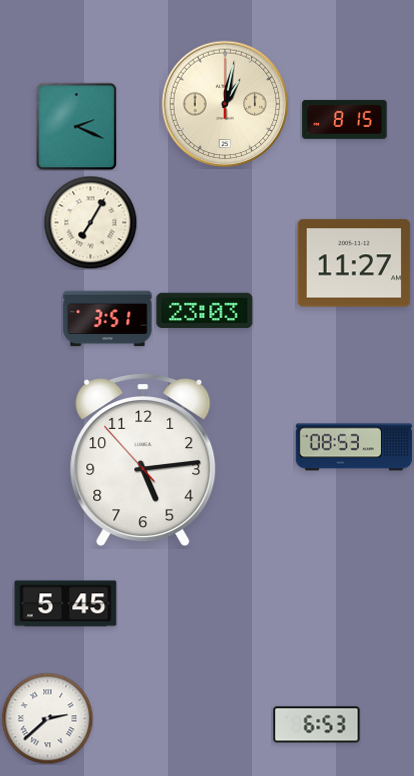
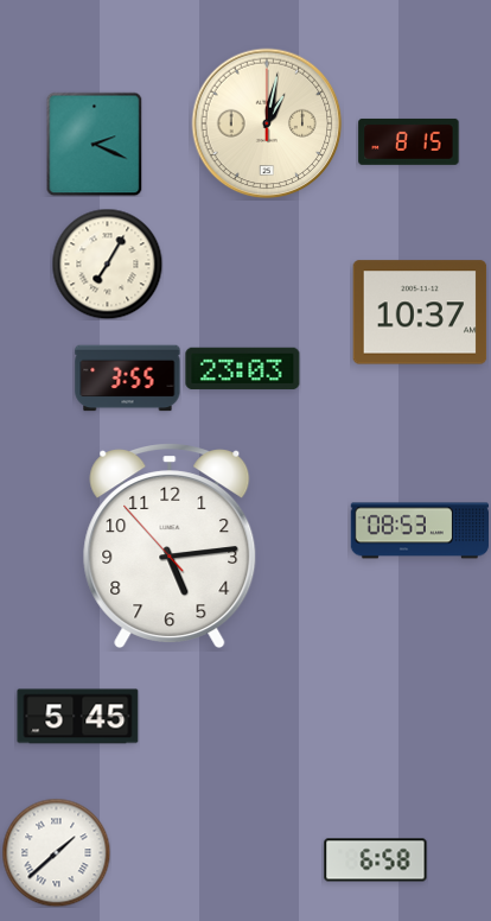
clock at (77, 126) position: (77, 126) -> (95, 144)
clock at (354, 263): 11:27 -> 10:37
clock at (108, 319): 3:51 -> 3:55
clock at (47, 718): 2:38 -> 1:38
clock at (317, 725): 6:53 -> 6:58
